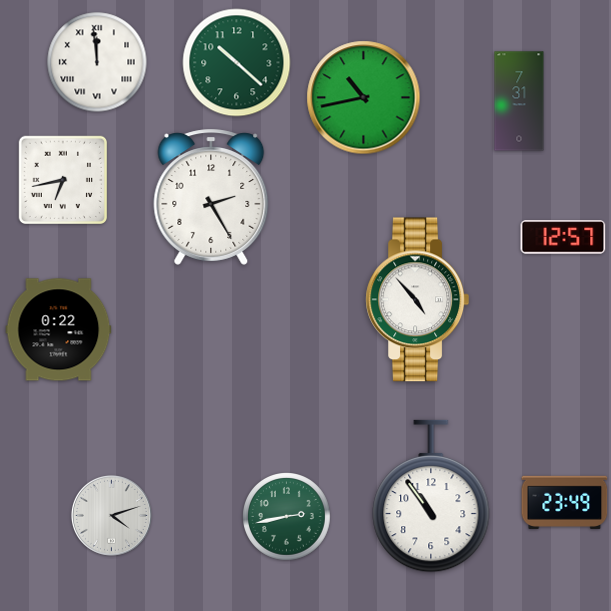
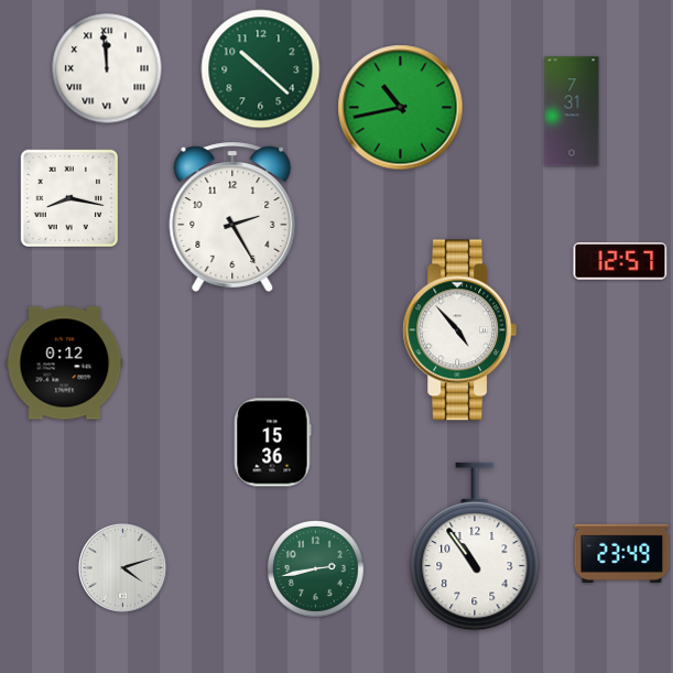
clock at (62, 179): 6:43 -> 8:17
clock at (59, 330): 0:22 -> 0:12
clock at (272, 443): none -> 15:36
